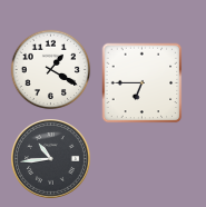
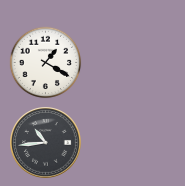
clock at (143, 83): 6:45 -> none
